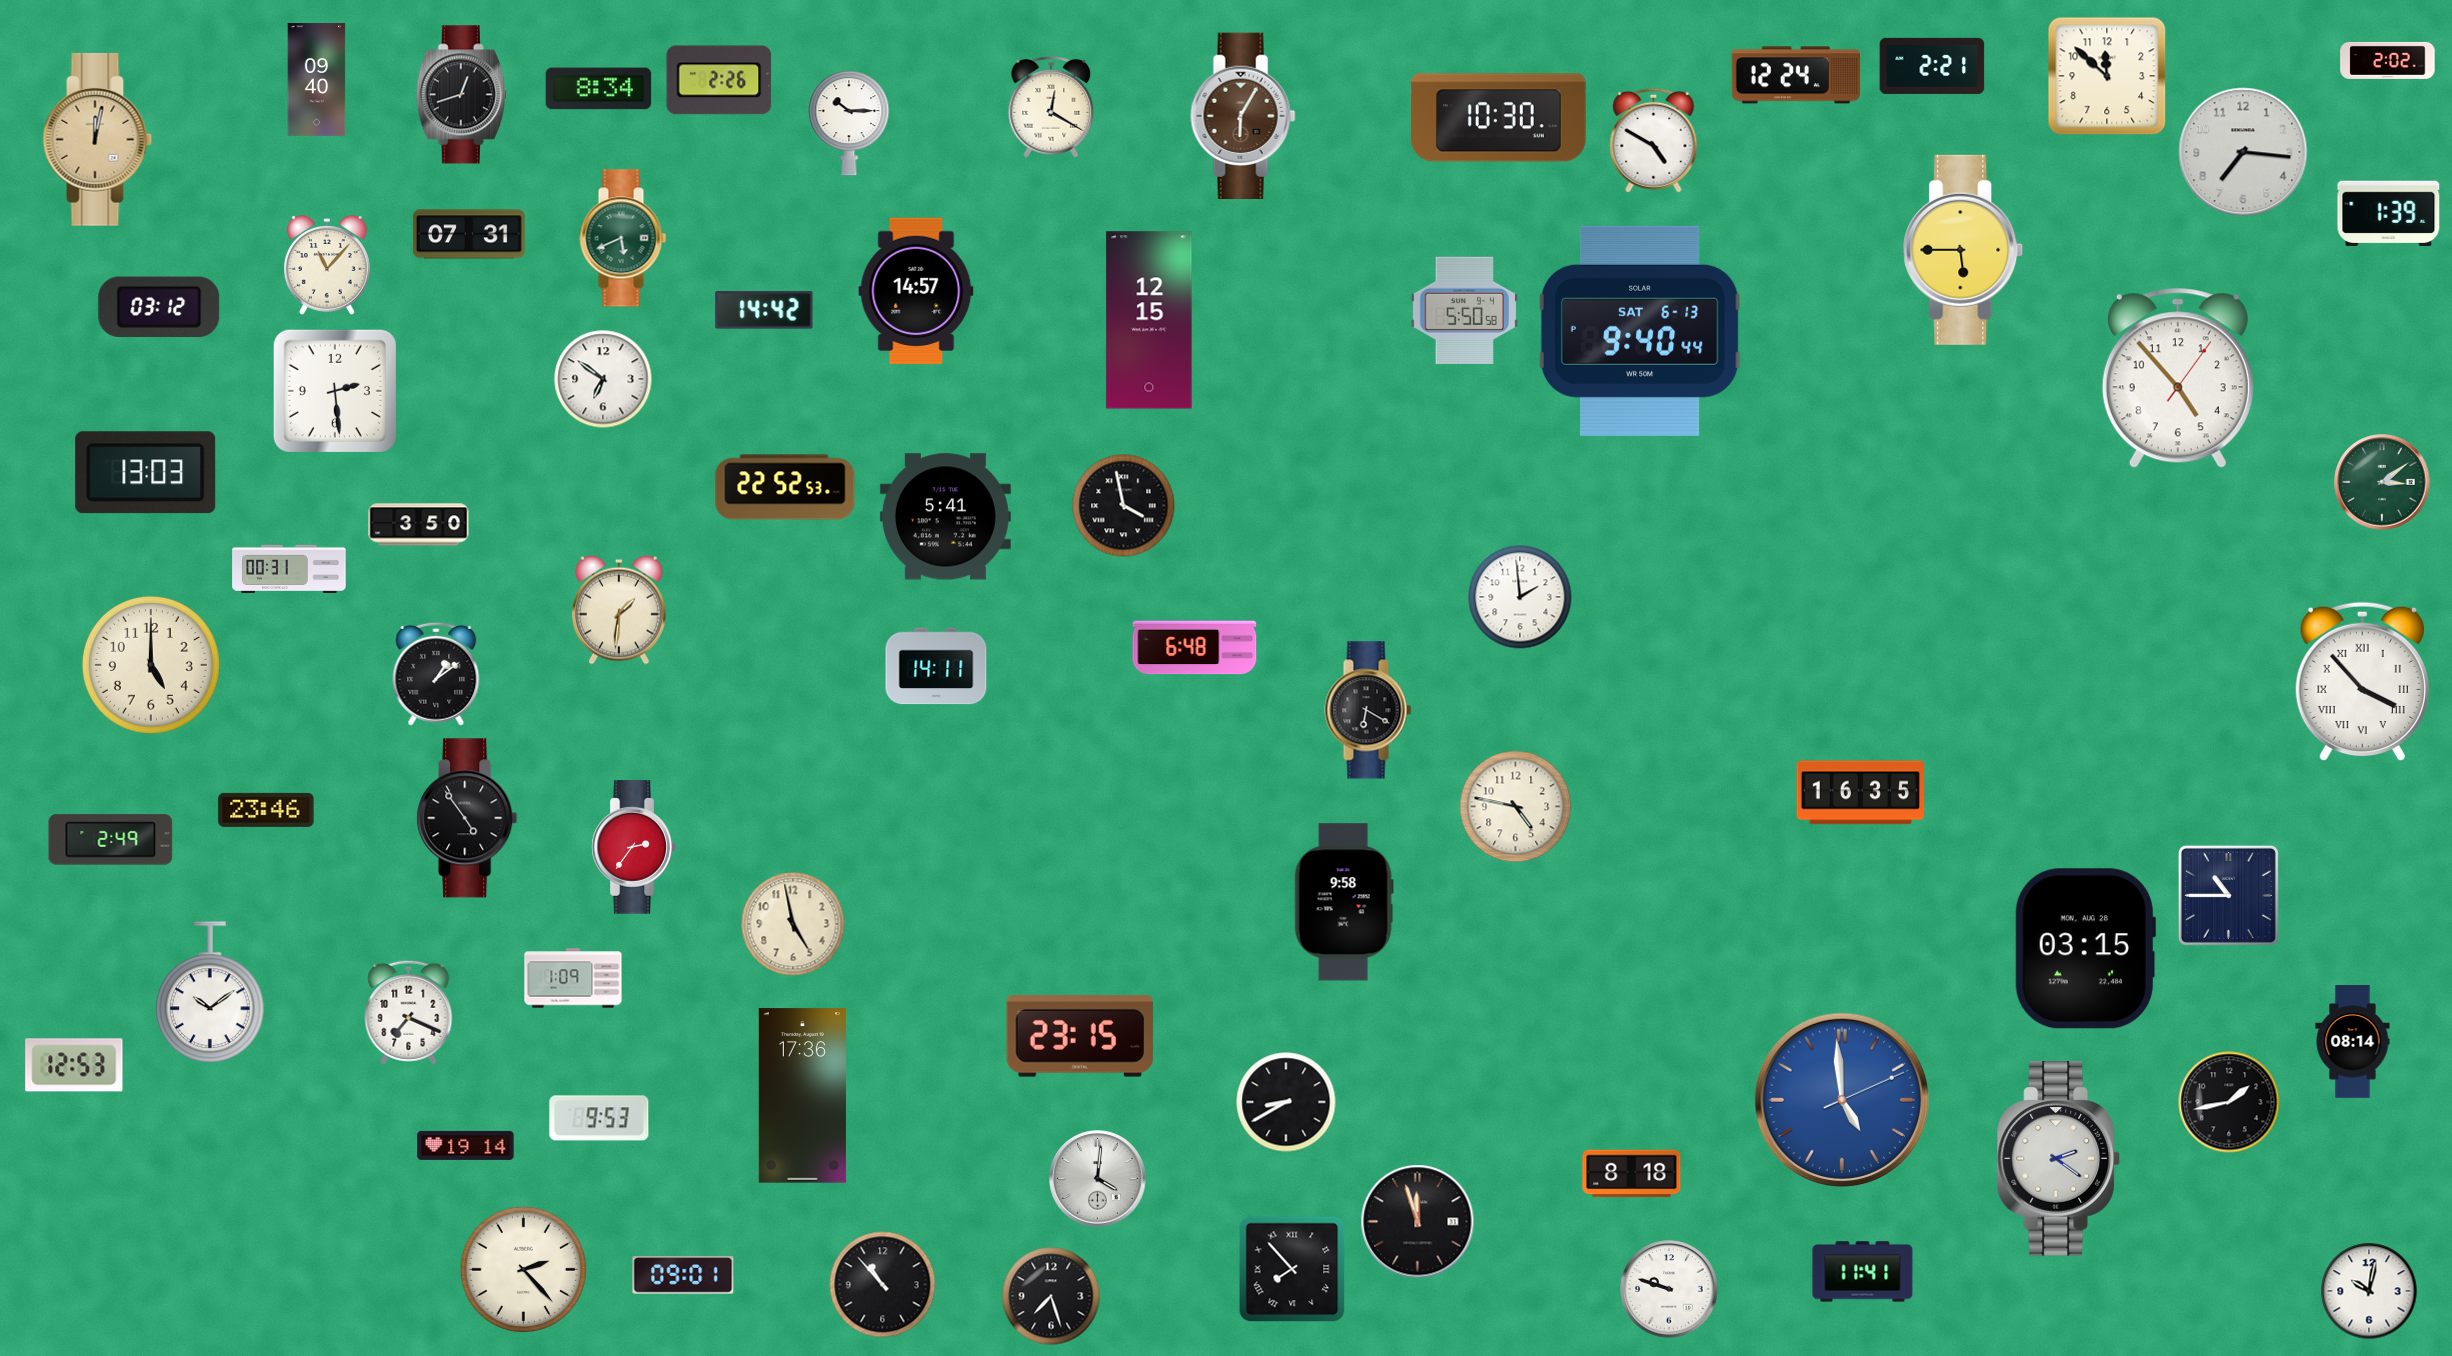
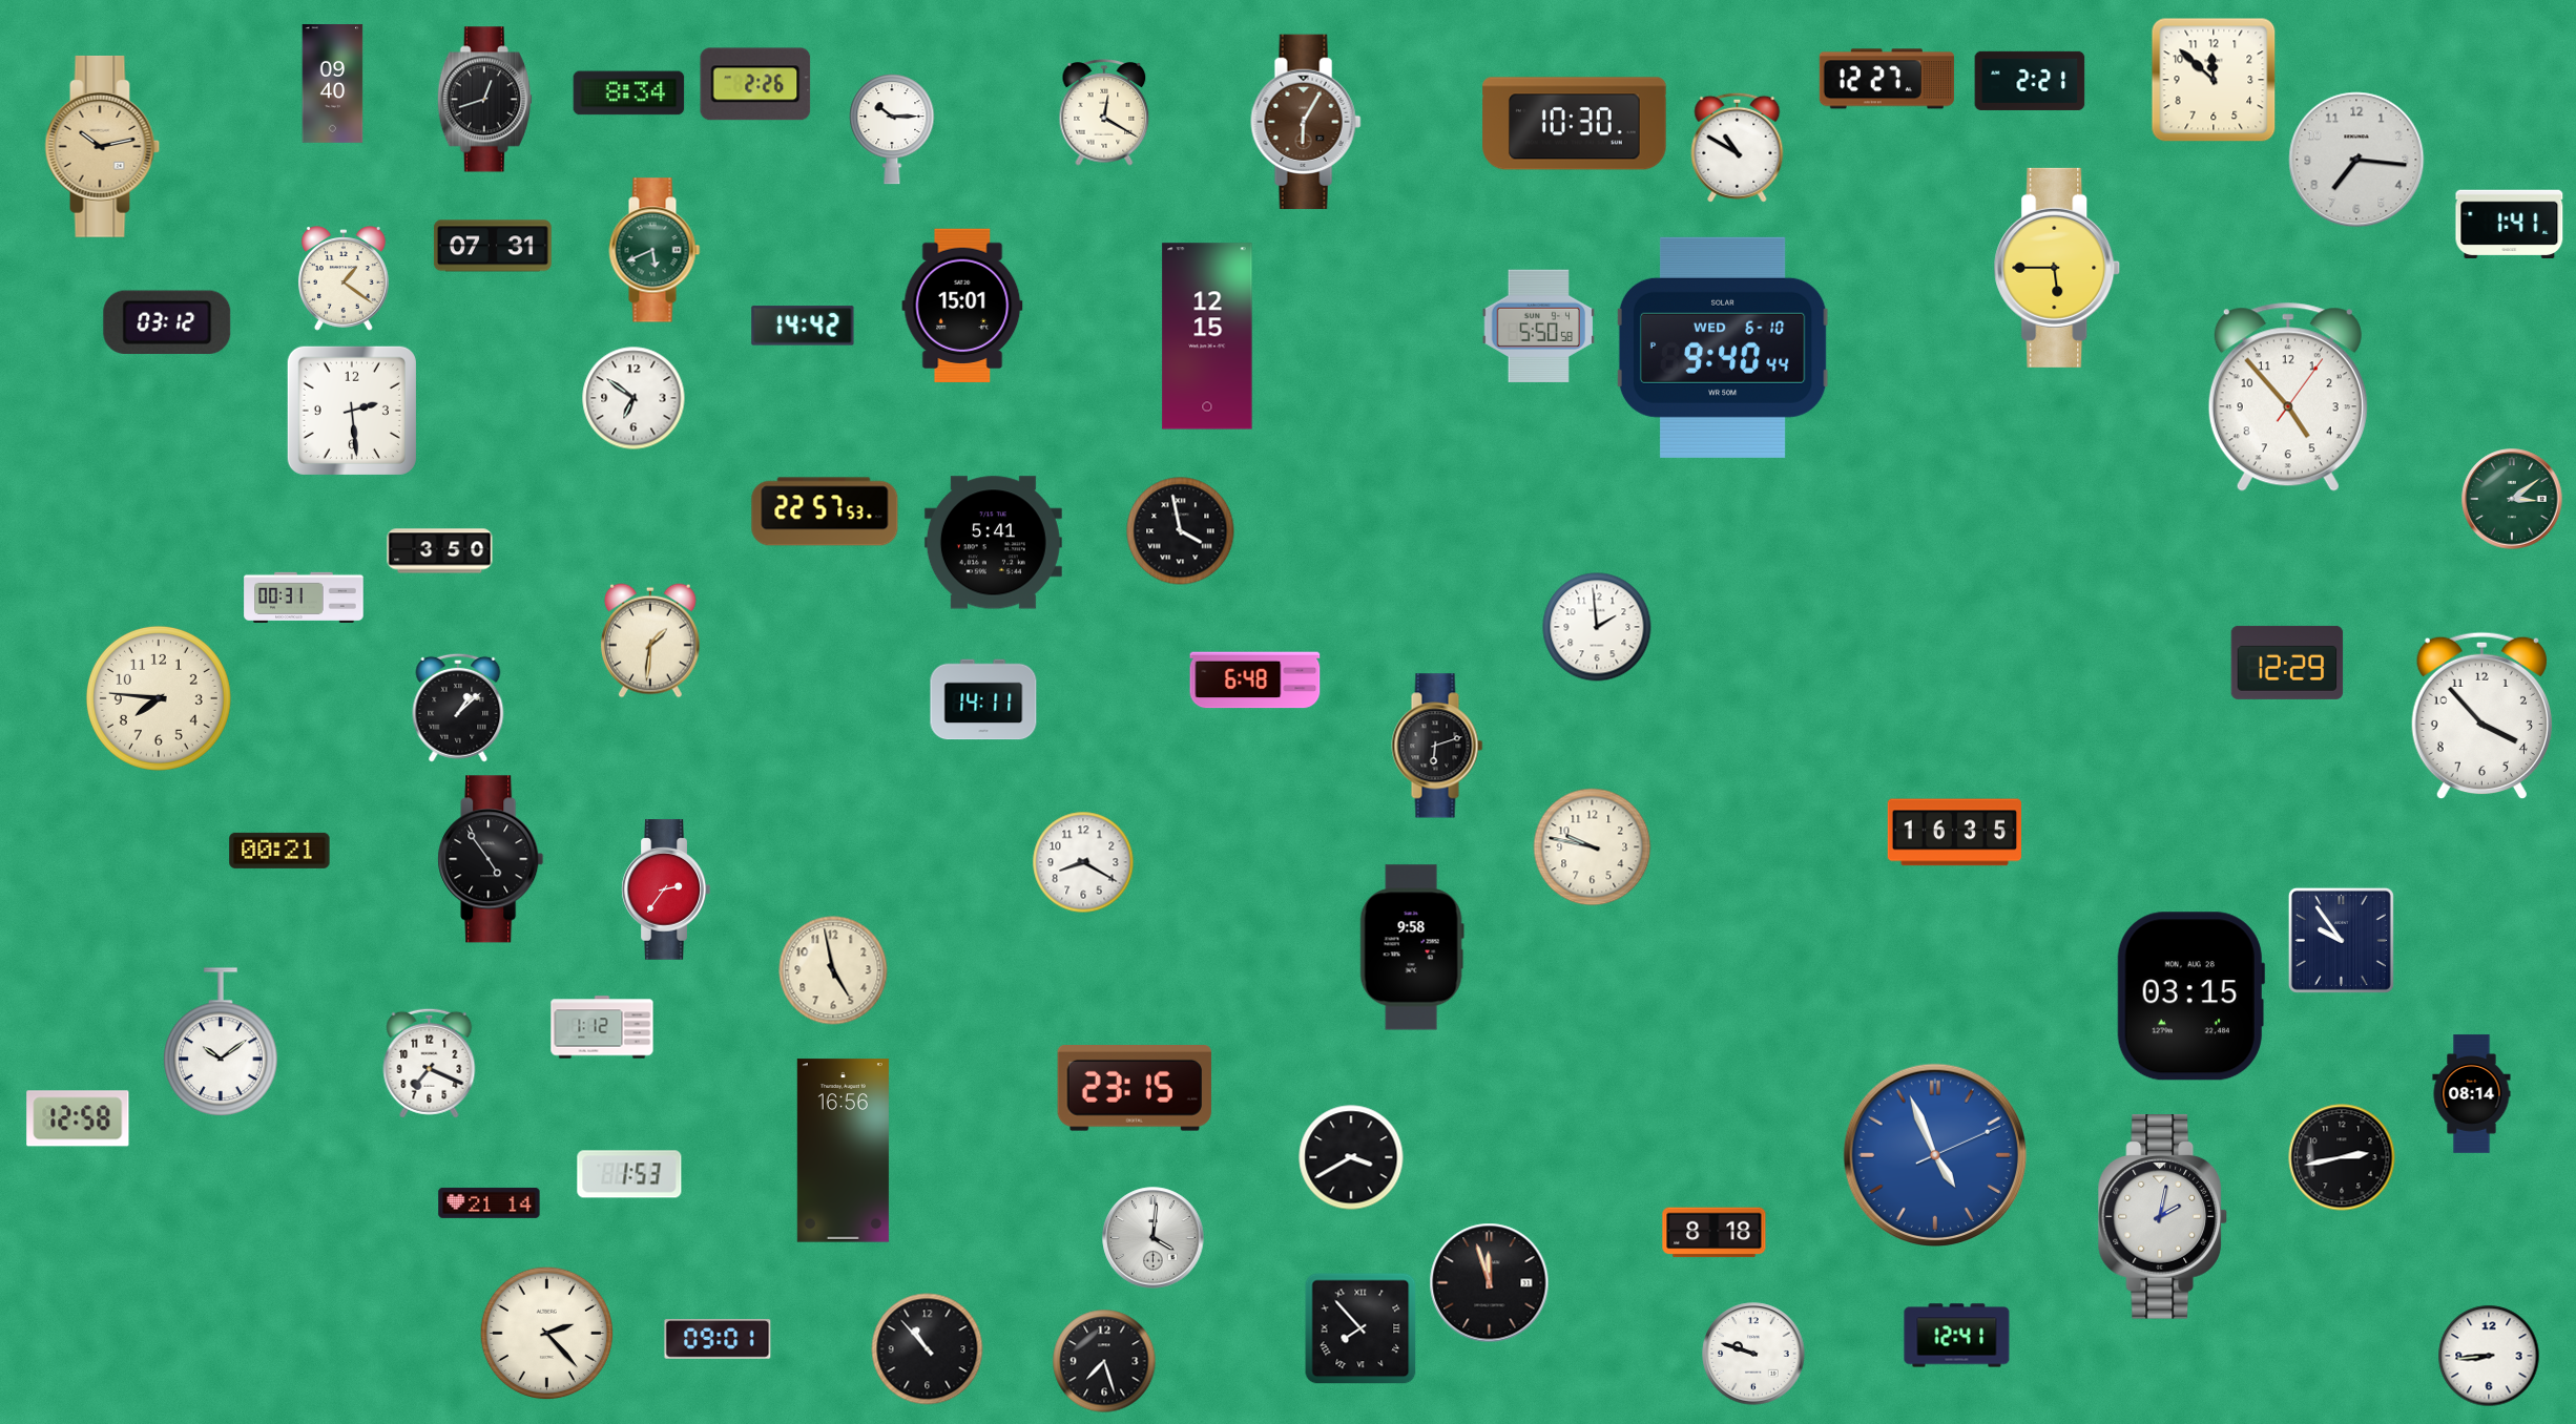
clock at (2388, 60): 2:02 -> none
clock at (1932, 66) position: (1932, 66) -> (2030, 81)
clock at (1796, 75): 12:24 -> 12:27
clock at (98, 139): 12:02 -> 10:13
clock at (1654, 140): 4:50 -> 10:50
clock at (2389, 213): 1:39 -> 1:41
clock at (1963, 250) position: (1963, 250) -> (2057, 268)
clock at (327, 265): 11:07 -> 1:21
clock at (916, 291): 14:57 -> 15:01
clock at (1640, 331) date: SAT 6-13 -> WED 6-10
clock at (146, 473): 13:03 -> none
clock at (2382, 482) position: (2382, 482) -> (2512, 499)
clock at (785, 487): 22:52 -> 22:57
clock at (2287, 663): none -> 12:29
clock at (151, 665): 5:00 -> 7:46
clock at (436, 674): 1:09 -> 1:08
clock at (2362, 682) numerals: Roman -> Arabic
clock at (1368, 710): 6:20 -> 6:12
clock at (1516, 807): 4:47 -> 9:47
clock at (266, 810): 23:46 -> 00:21
clock at (1083, 862): none -> 8:20
clock at (111, 840): 2:49 -> none
clock at (2228, 895): 10:45 -> 9:54
clock at (573, 978): 1:09 -> 1:12
clock at (74, 1065): 12:53 -> 12:58
clock at (802, 1096): 17:36 -> 16:56
clock at (1842, 1100): 4:59 -> 4:56
clock at (1286, 1102): 8:40 -> 3:40
clock at (2229, 1102): 1:43 -> 2:43
clock at (599, 1118): 9:53 -> 1:53
clock at (466, 1145): 19:14 -> 21:14
clock at (2058, 1159): 2:21 -> 2:02
clock at (523, 1269) position: (523, 1269) -> (546, 1333)
clock at (1292, 1269) position: (1292, 1269) -> (1360, 1328)
clock at (1863, 1272): 11:41 -> 12:41
clock at (2369, 1291): 10:02 -> 8:44
